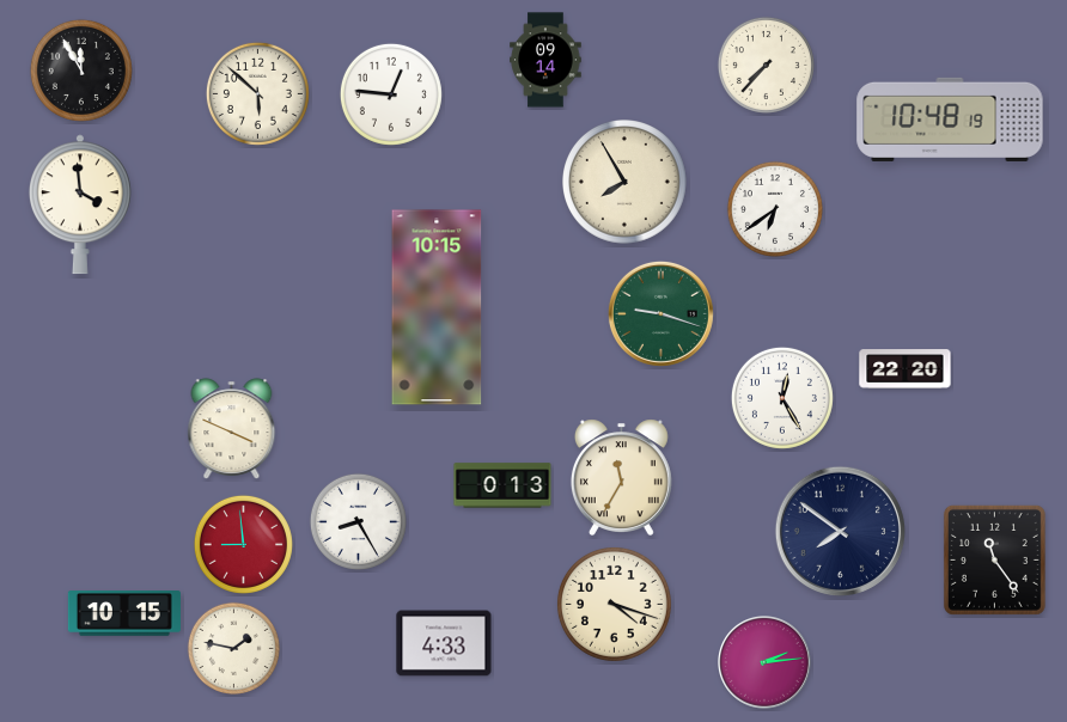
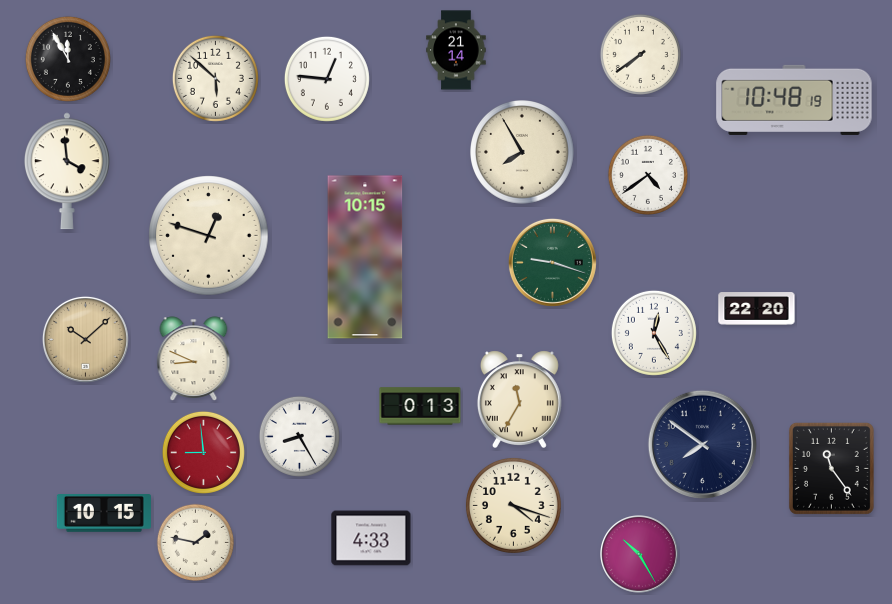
clock at (545, 60): 09:14 -> 21:14
clock at (766, 65): 7:37 -> 7:39
clock at (775, 209): 6:39 -> 4:39
clock at (209, 236): none -> 12:48
clock at (85, 339): none -> 10:08
clock at (232, 429): 3:49 -> 8:49
clock at (243, 544) position: (243, 544) -> (203, 452)
clock at (766, 663): 2:14 -> 10:25
